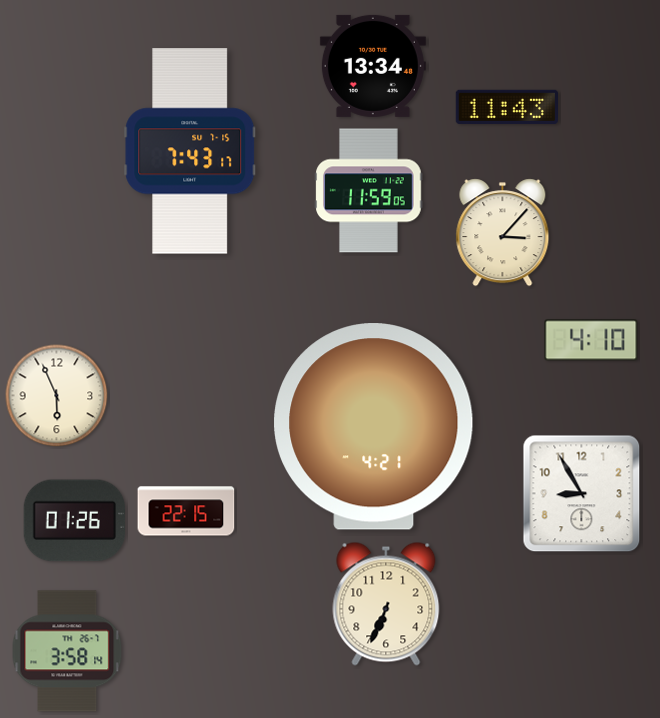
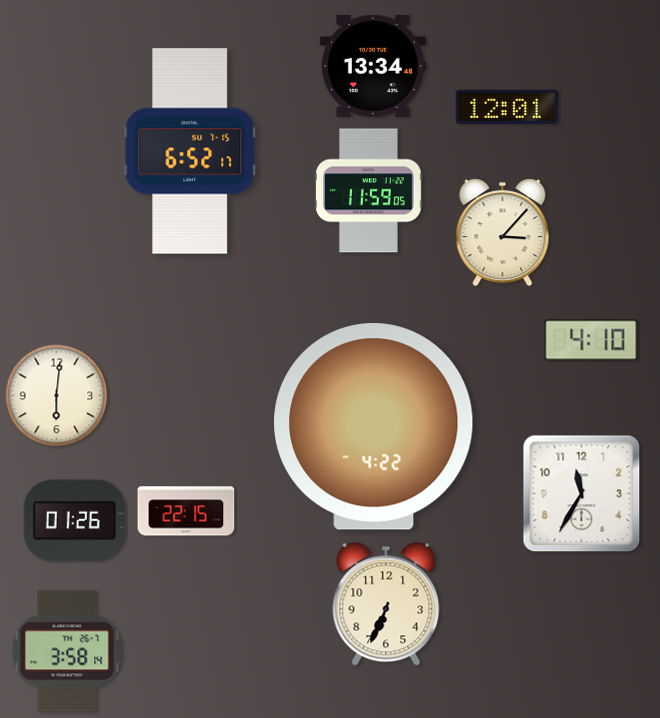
clock at (507, 107): 11:43 -> 12:01
clock at (190, 151): 7:43 -> 6:52
clock at (57, 396): 5:56 -> 6:01
clock at (374, 427): 4:21 -> 4:22
clock at (582, 494): 8:55 -> 11:35
